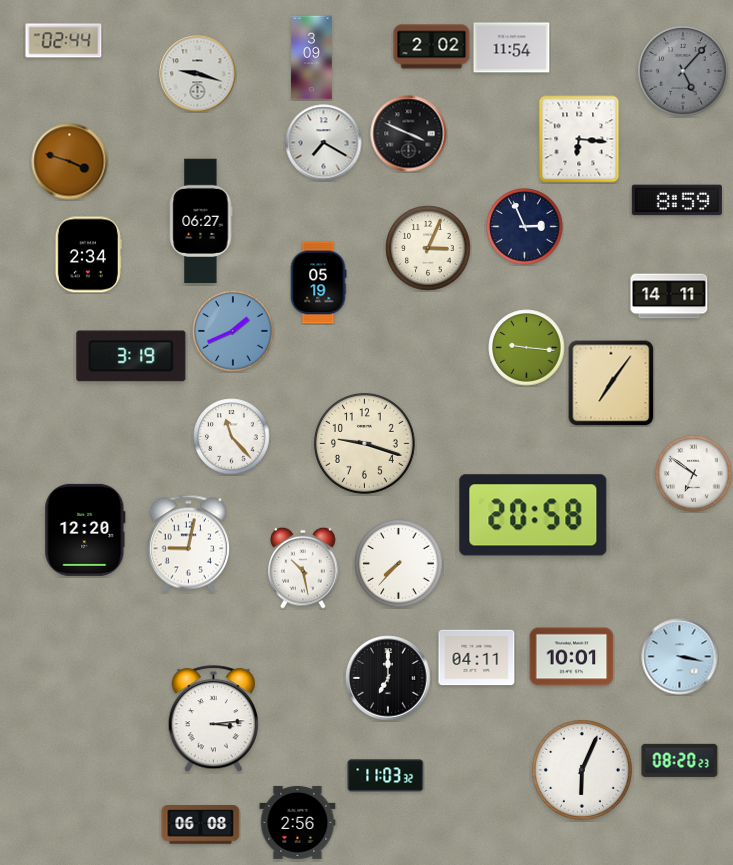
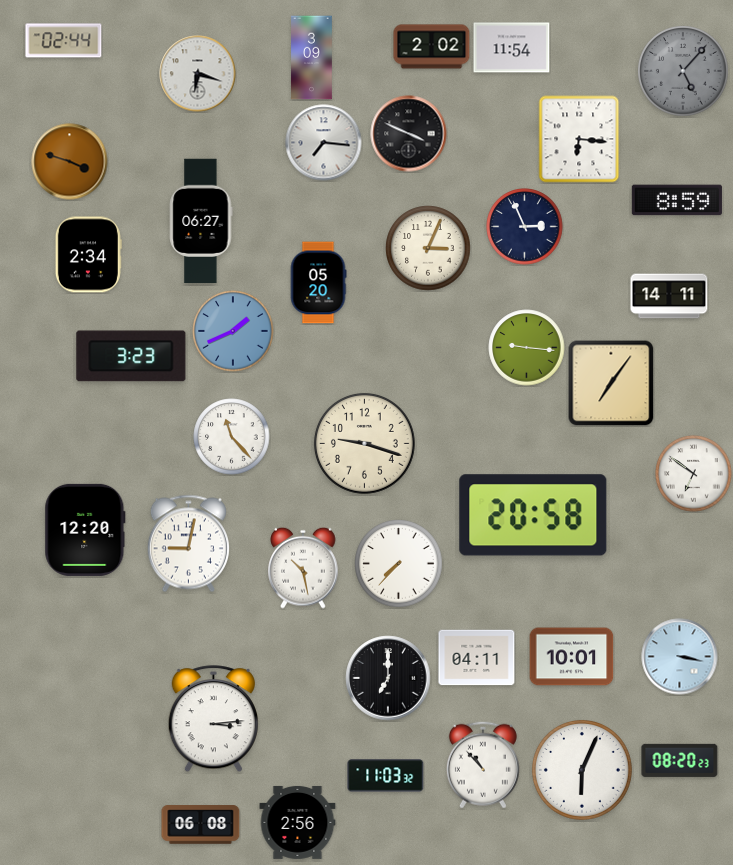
clock at (198, 74): 9:18 -> 6:18
clock at (324, 143): 7:20 -> 7:16
clock at (318, 283): 05:19 -> 05:20
clock at (131, 356): 3:19 -> 3:23
clock at (483, 765): none -> 10:53
